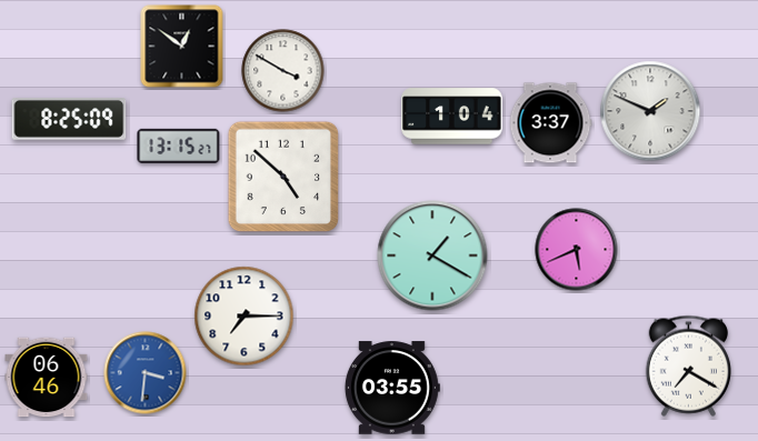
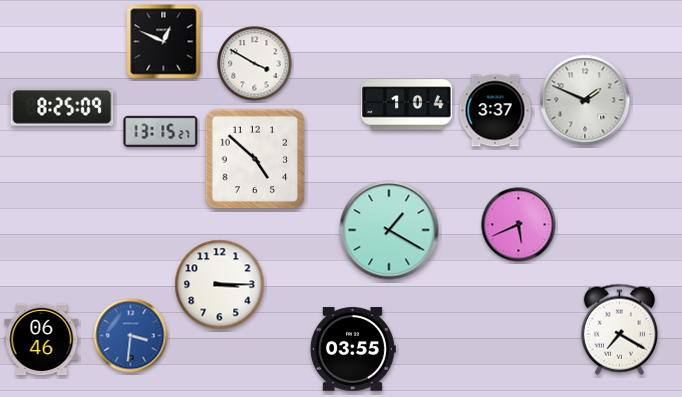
clock at (182, 47): 12:51 -> 12:49
clock at (245, 317): 7:15 -> 3:15
